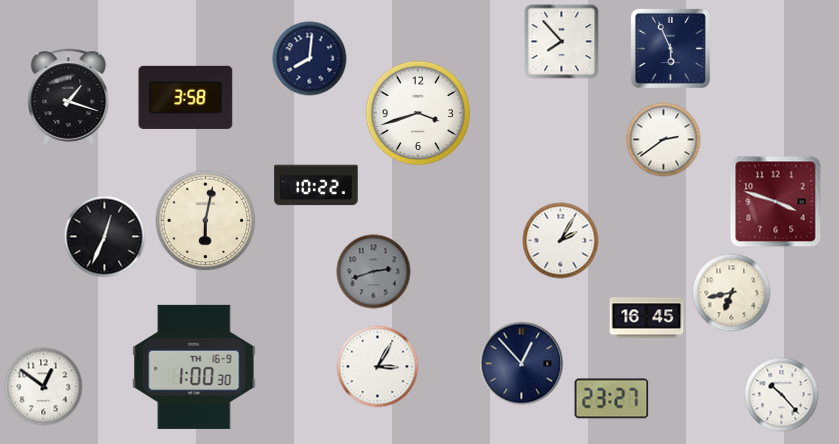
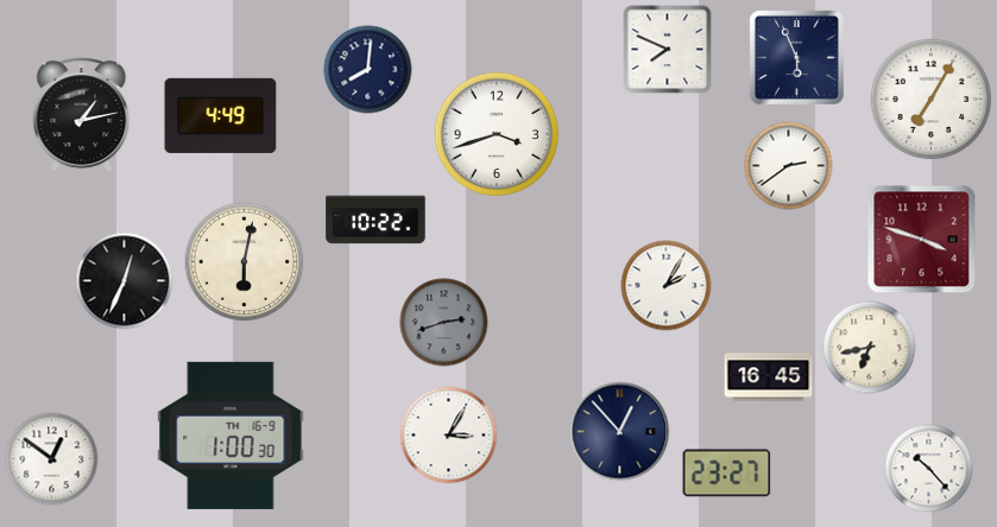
clock at (562, 42): 7:53 -> 7:49
clock at (932, 100): none -> 7:05
clock at (69, 97): 1:18 -> 1:13
clock at (186, 97): 3:58 -> 4:49
